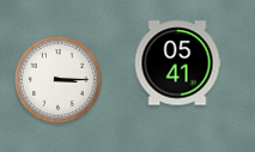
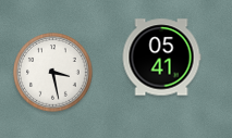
clock at (59, 80): 3:15 -> 3:28
